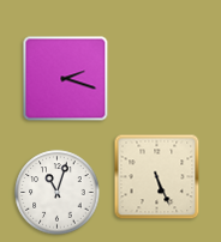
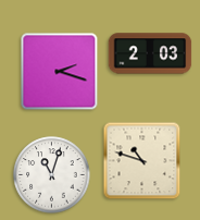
clock at (150, 53): none -> 2:03
clock at (157, 177): 5:26 -> 10:48
